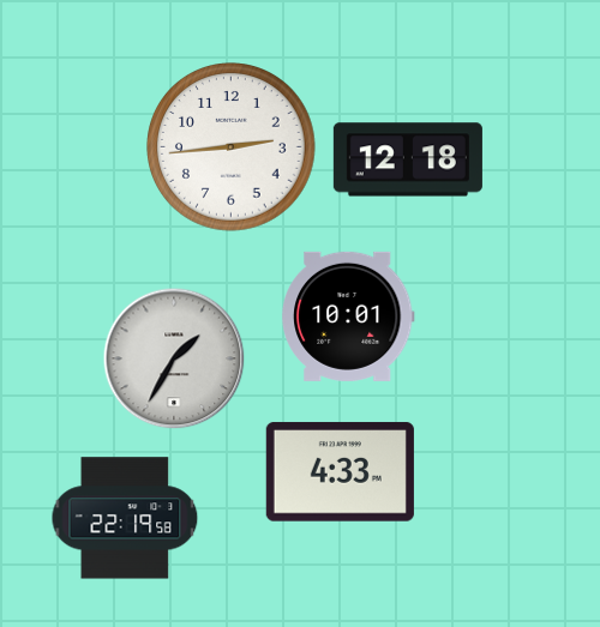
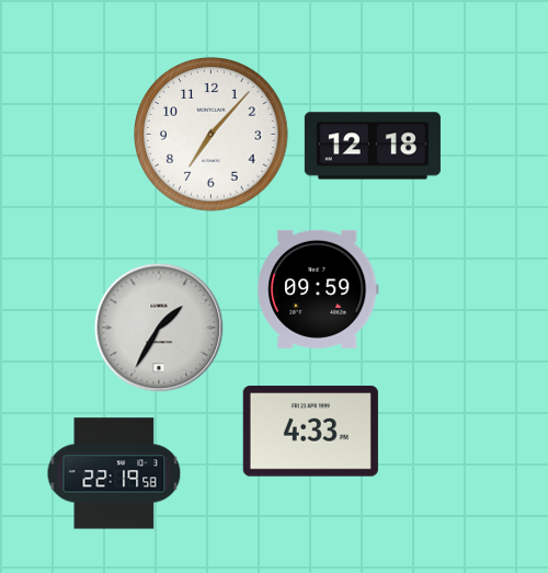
clock at (232, 147): 2:44 -> 7:07
clock at (348, 316): 10:01 -> 09:59
